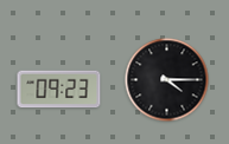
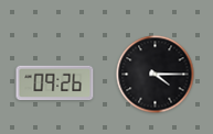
clock at (59, 90): 09:23 -> 09:26
